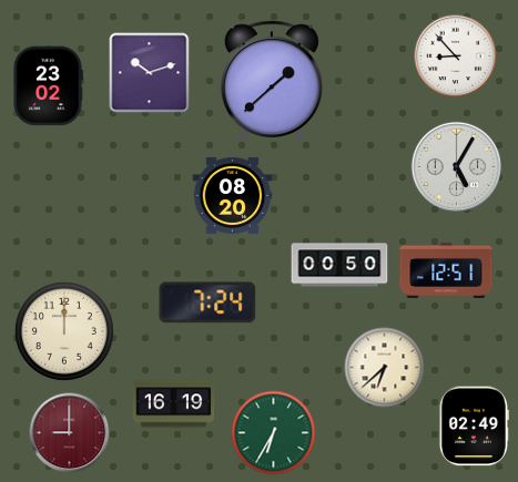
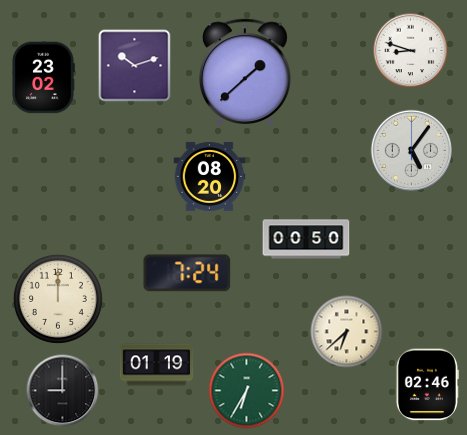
clock at (456, 57): 8:53 -> 8:48
clock at (456, 166): 5:05 -> 5:06
clock at (446, 270): 12:51 -> none
clock at (174, 404): 16:19 -> 01:19
clock at (474, 427): 02:49 -> 02:46
clock at (70, 433) dial: burgundy -> black
